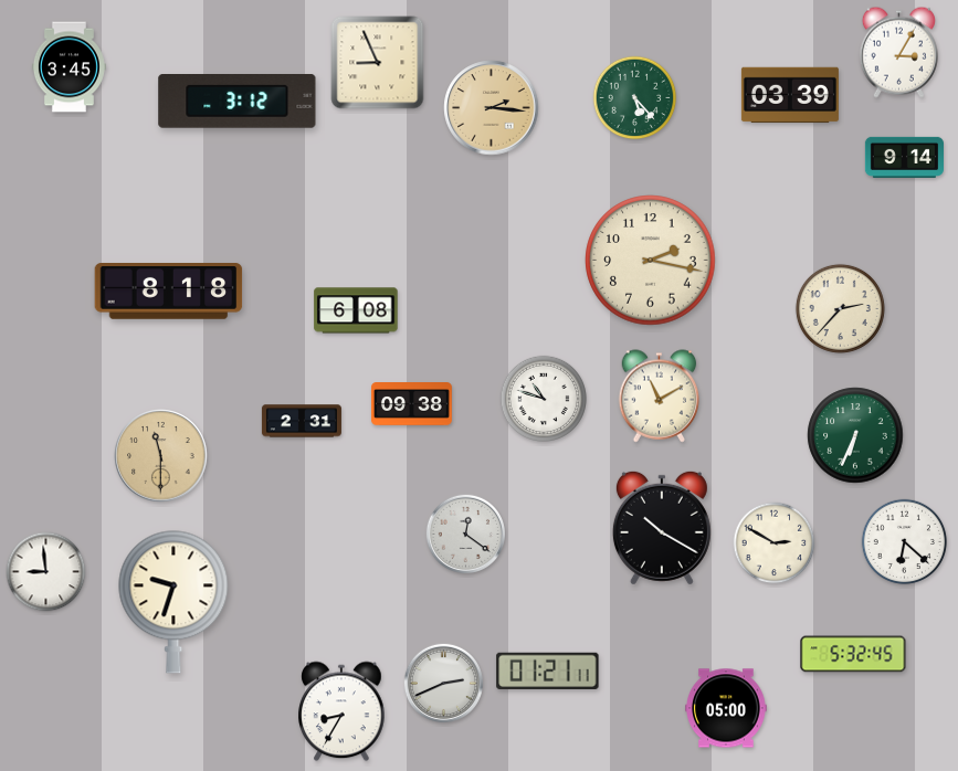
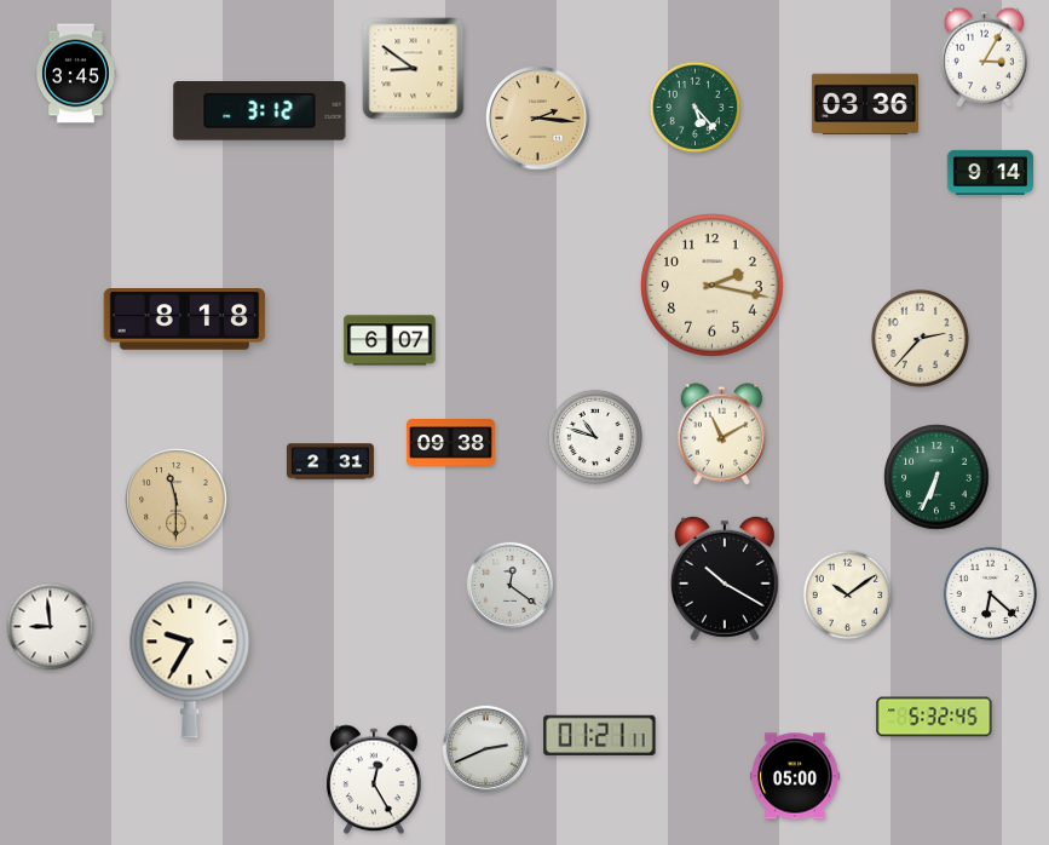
clock at (378, 63): 8:56 -> 8:51
clock at (790, 95): 03:39 -> 03:36
clock at (356, 310): 6:08 -> 6:07
clock at (775, 543): 2:50 -> 10:09
clock at (173, 602): 9:33 -> 9:35
clock at (341, 711): 8:35 -> 12:25
